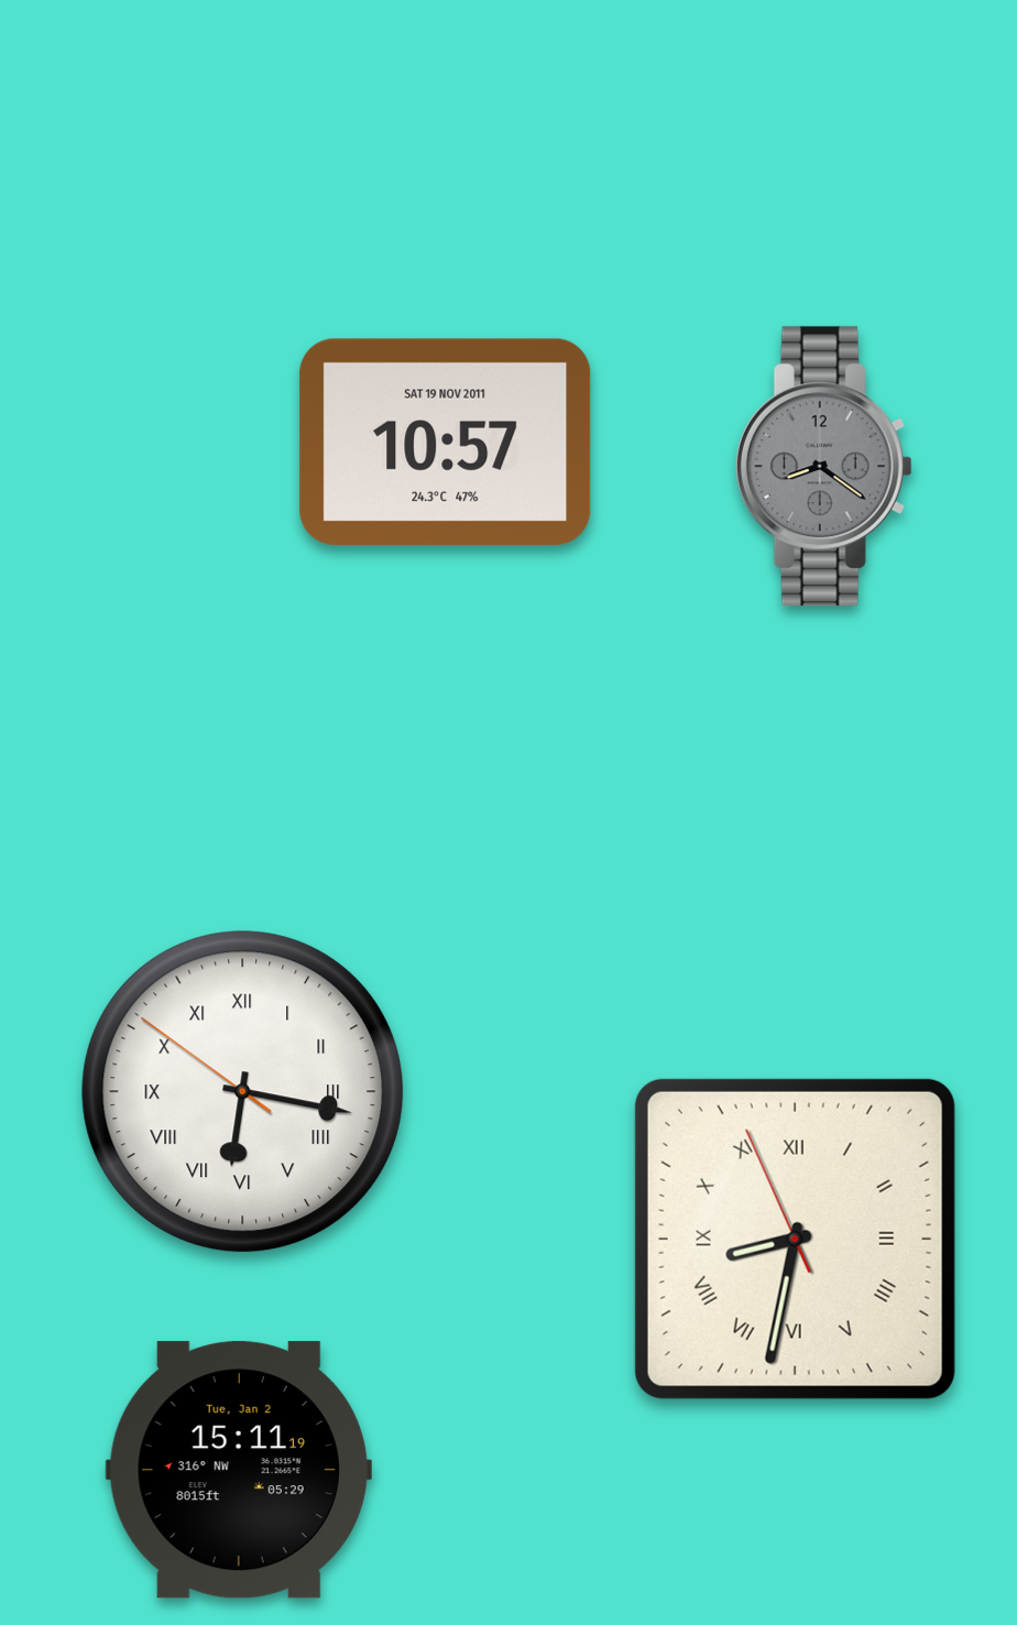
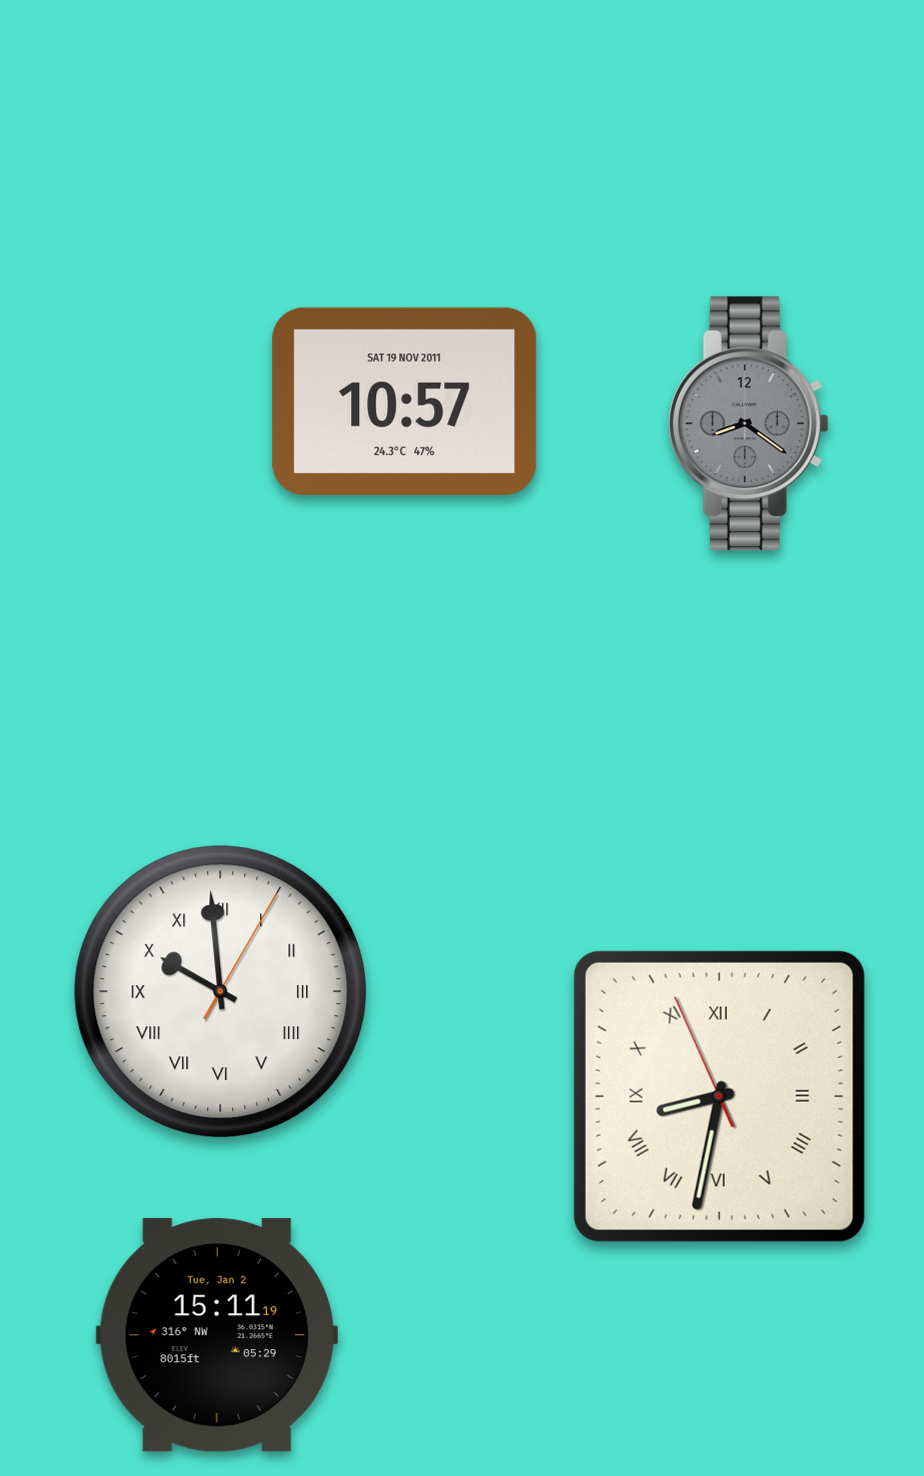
clock at (243, 1092): 6:16 -> 9:59
clock at (795, 1239) position: (795, 1239) -> (719, 1096)
